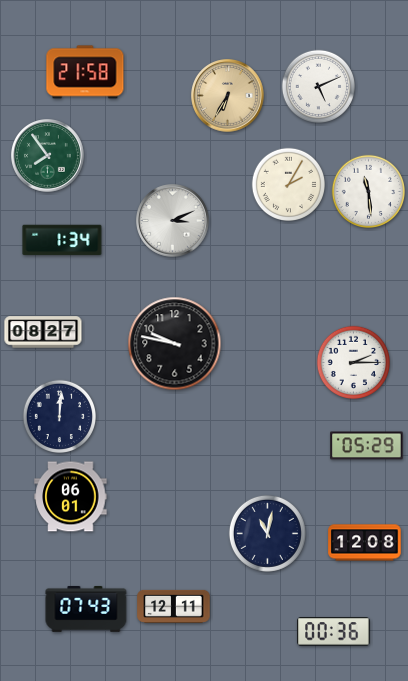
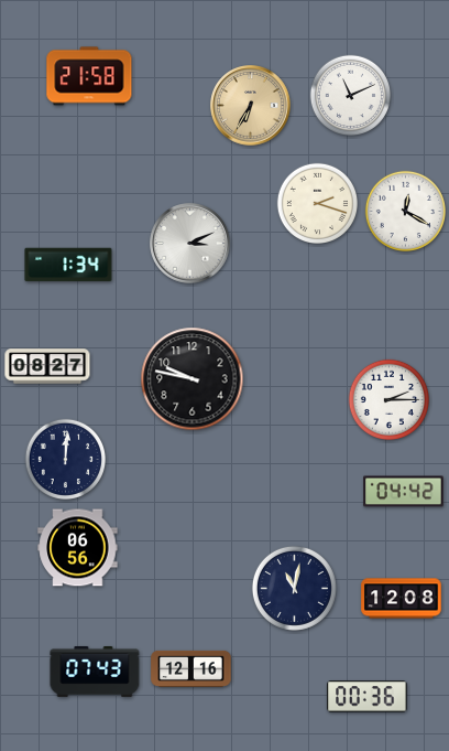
clock at (85, 72) position: (85, 72) -> (89, 76)
clock at (318, 86): 5:11 -> 11:11
clock at (48, 156): 7:54 -> none
clock at (288, 184): 2:05 -> 2:18
clock at (368, 191): 11:29 -> 12:20
clock at (367, 446): 05:29 -> 04:42
clock at (71, 497): 06:01 -> 06:56
clock at (174, 606): 12:11 -> 12:16
